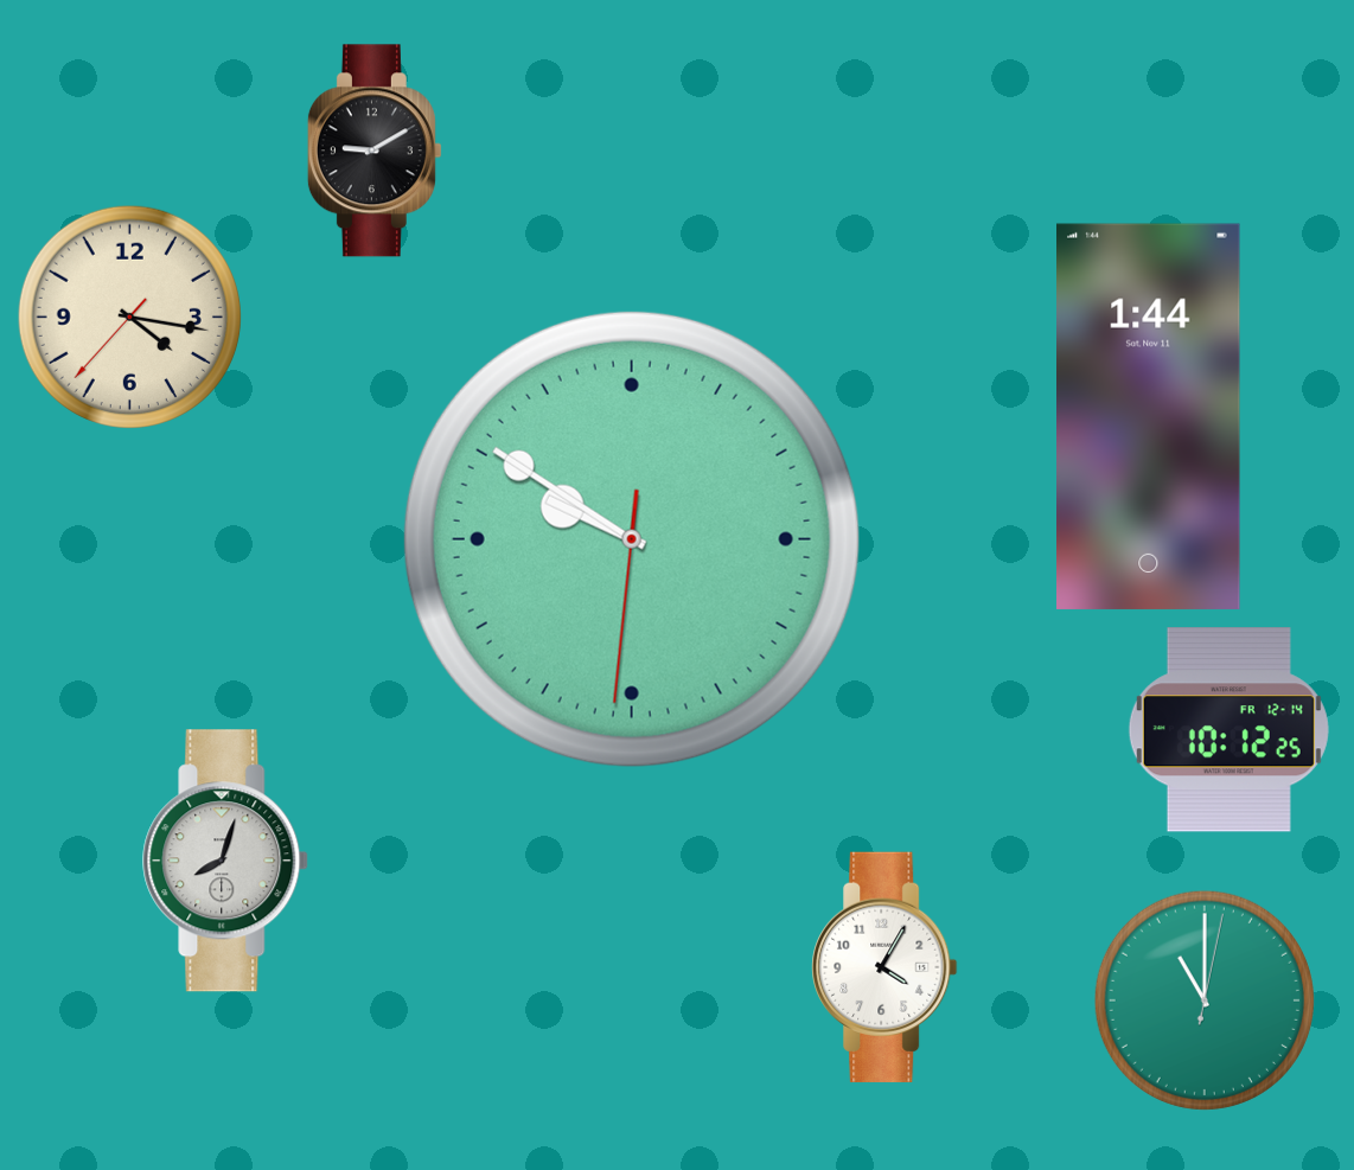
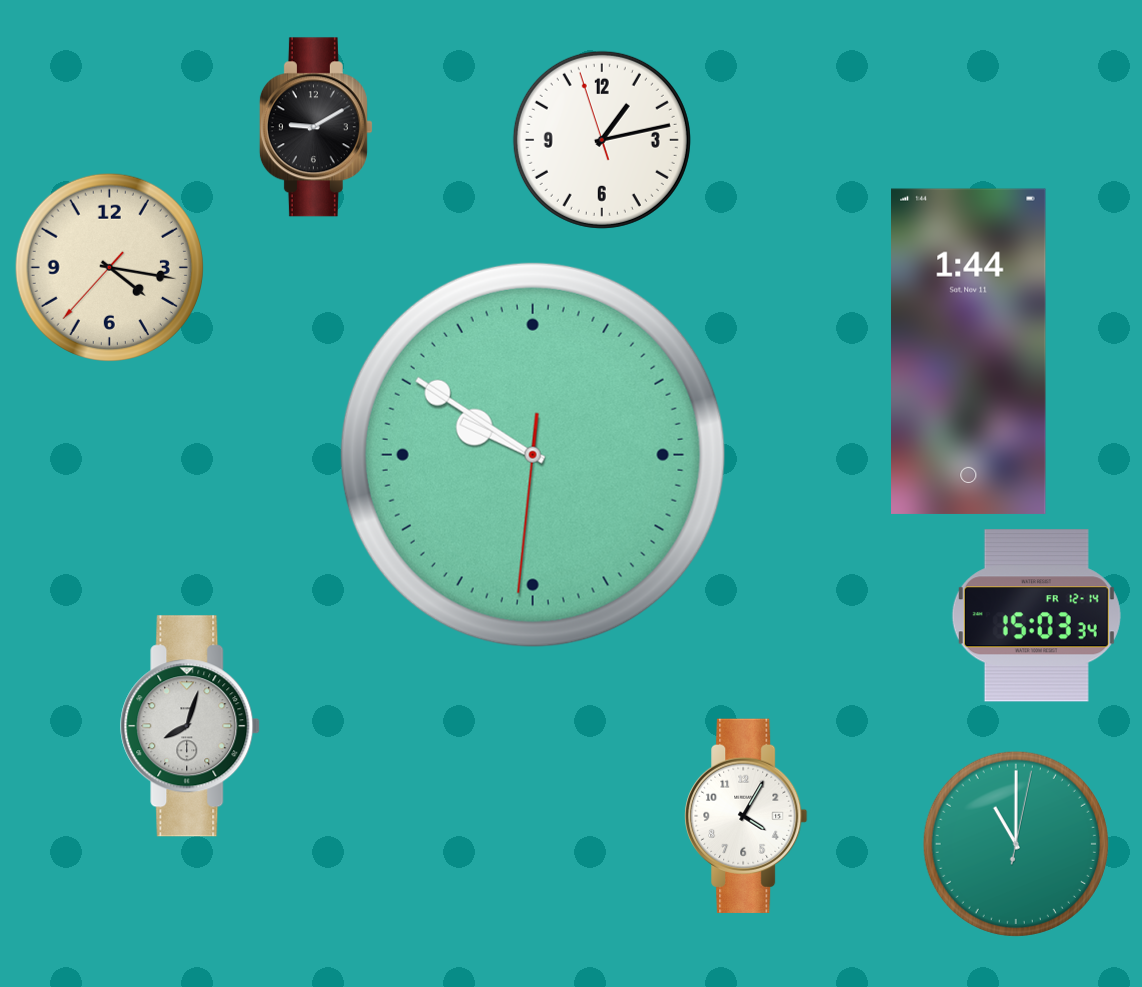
clock at (602, 140): none -> 1:12
clock at (1228, 730): 10:12 -> 15:03
